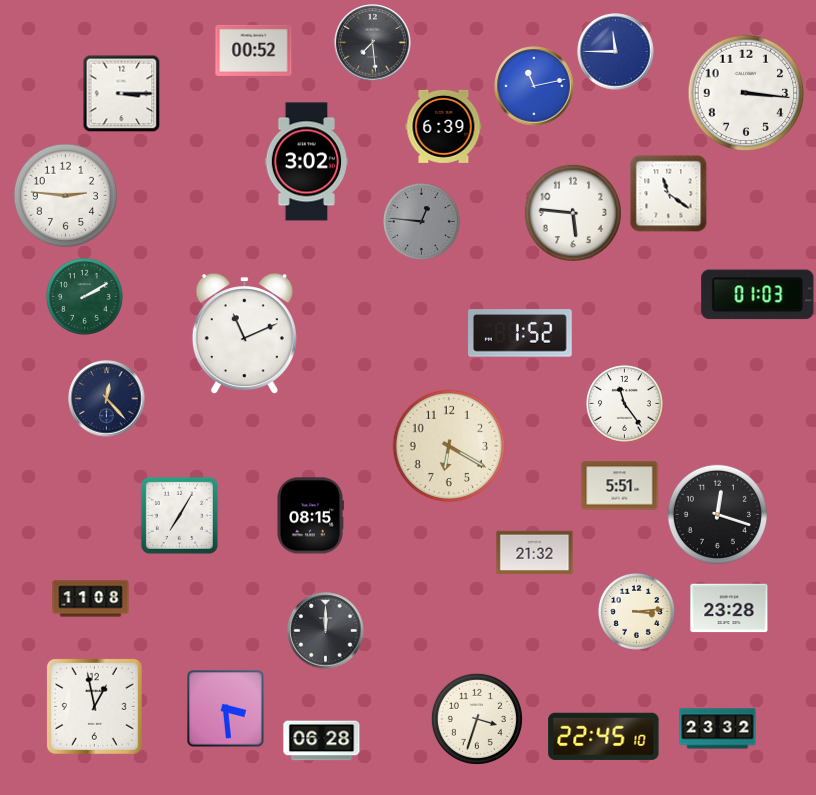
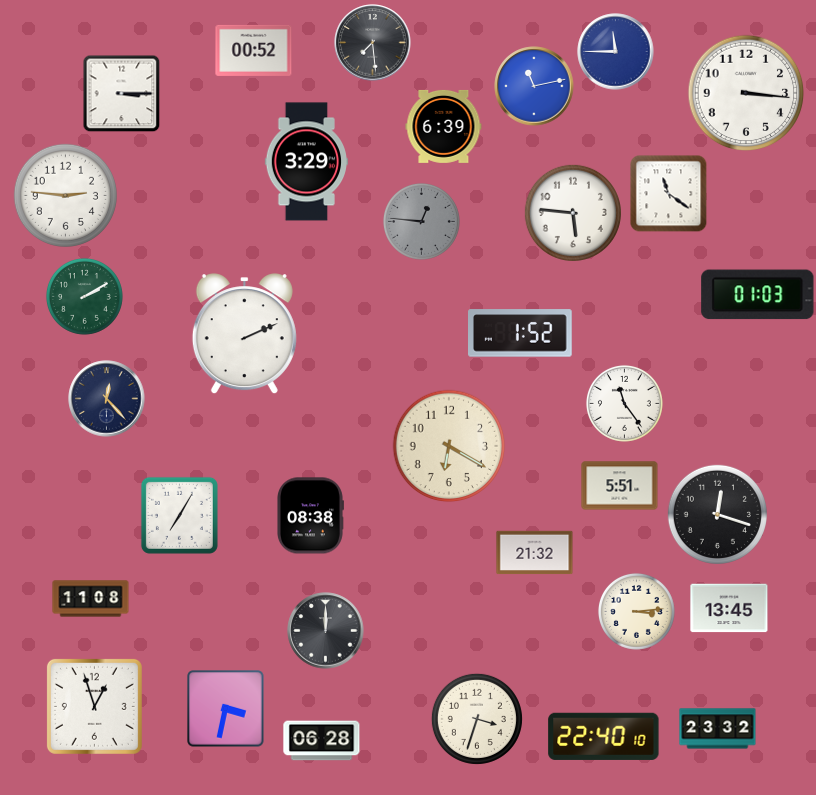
clock at (306, 162): 3:02 -> 3:29
clock at (244, 334): 11:11 -> 2:11
clock at (311, 516): 08:15 -> 08:38
clock at (729, 608): 23:28 -> 13:45
clock at (94, 706): 12:58 -> 12:57
clock at (226, 709): 3:29 -> 3:32
clock at (604, 736): 22:45 -> 22:40
